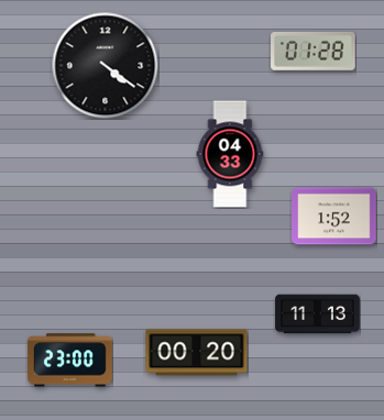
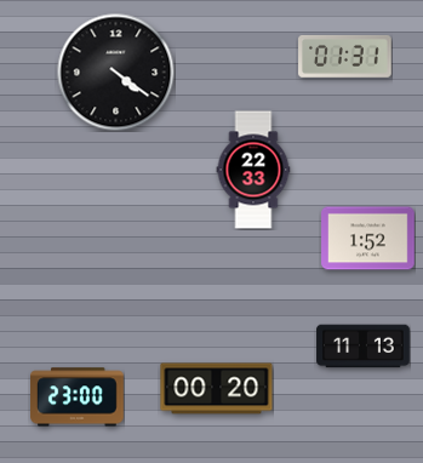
clock at (314, 52): 01:28 -> 01:31
clock at (230, 154): 04:33 -> 22:33
clock at (318, 314) position: (318, 314) -> (364, 347)
